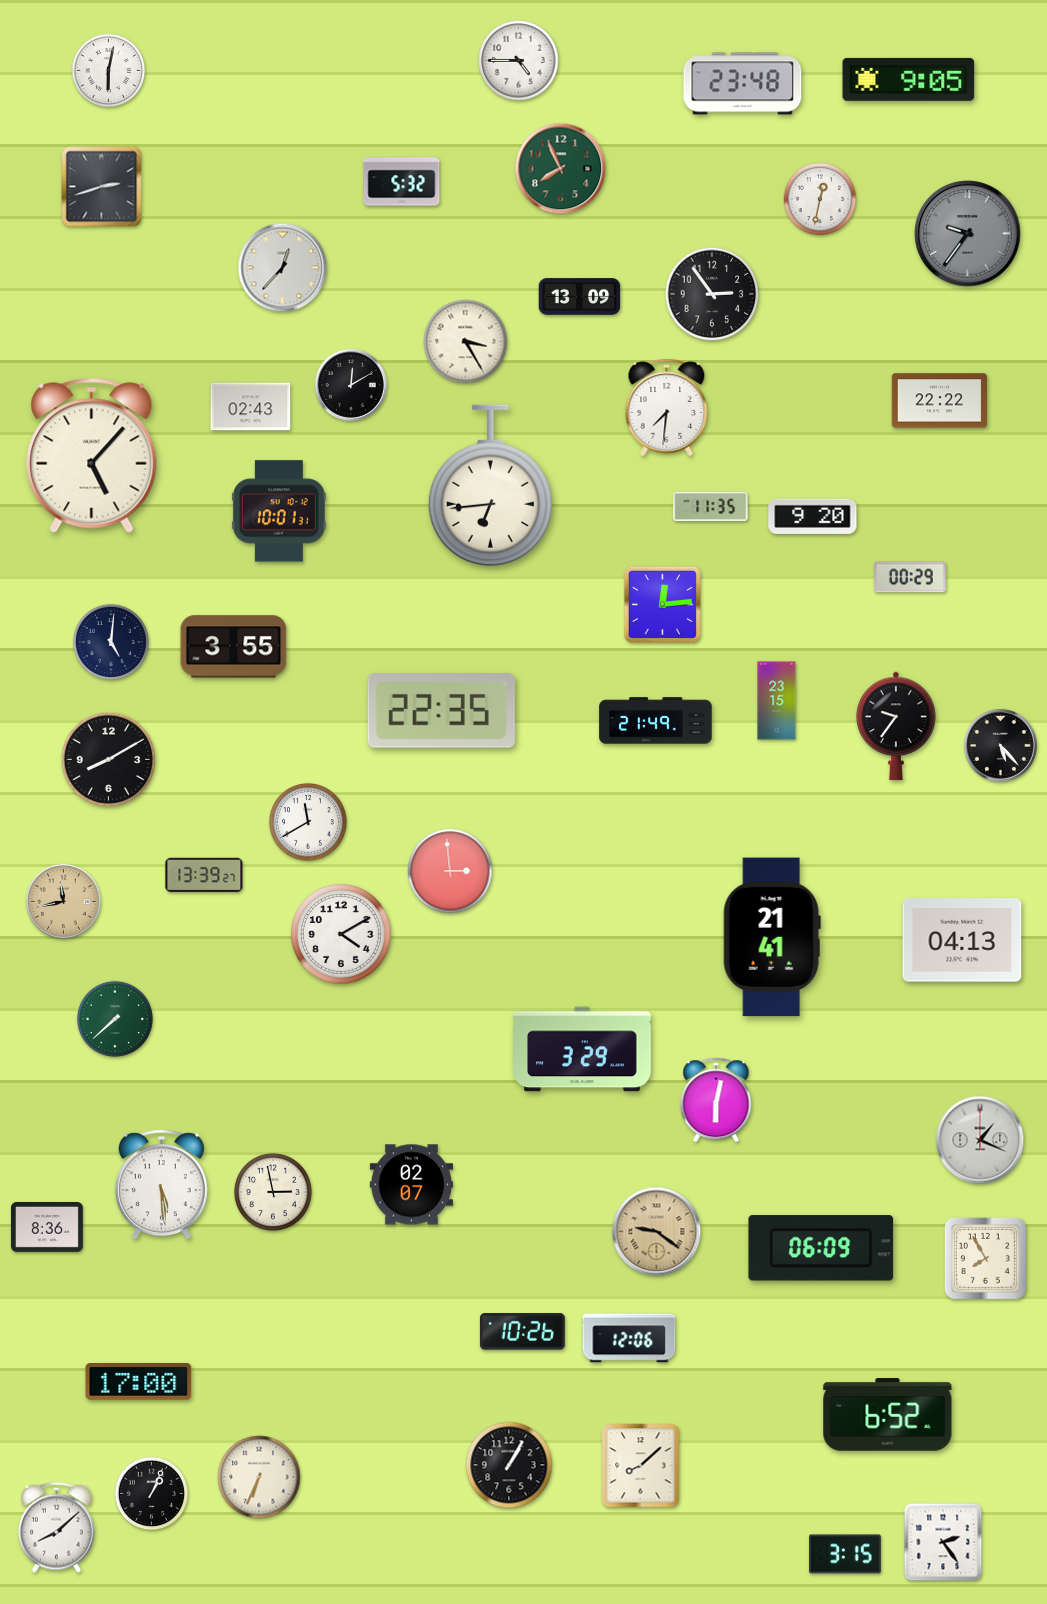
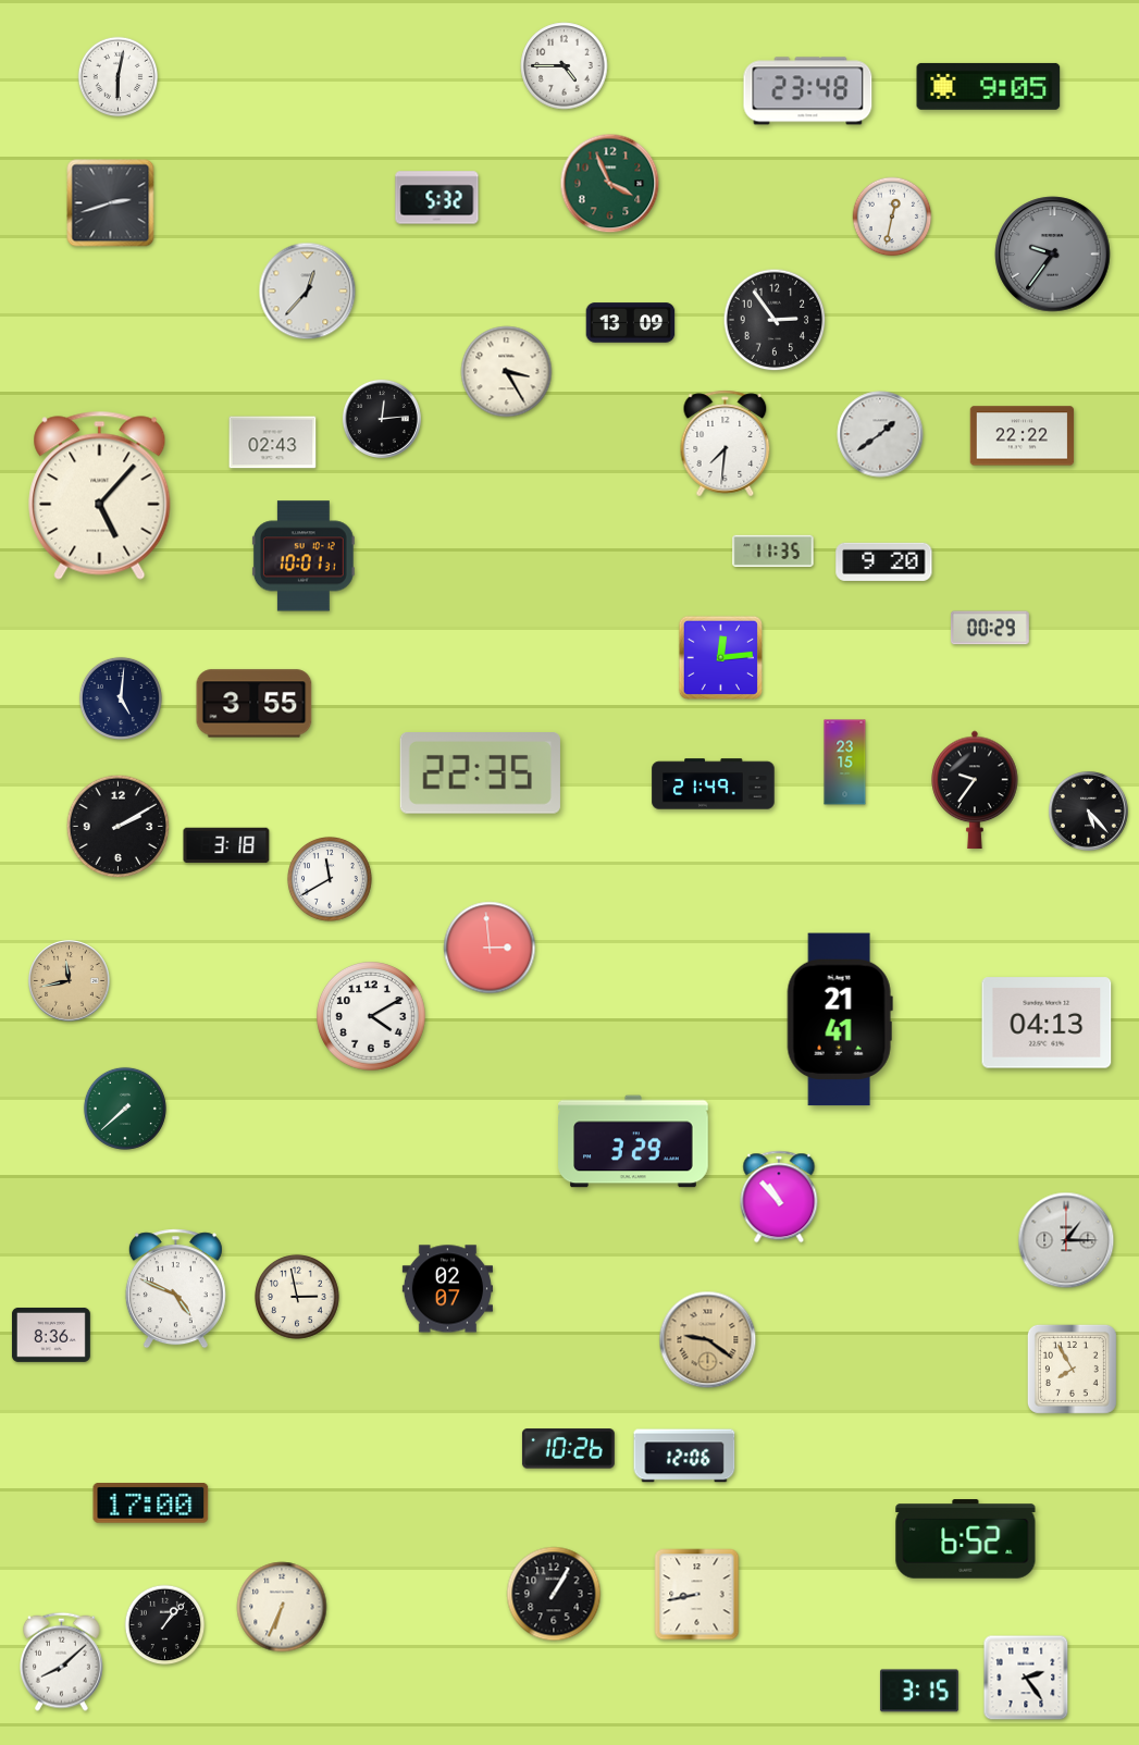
clock at (561, 169): 7:56 -> 3:56
clock at (351, 385): 12:10 -> 12:14
clock at (880, 434): none -> 1:39
clock at (490, 485): 6:44 -> none
clock at (109, 760): 8:10 -> 2:10
clock at (226, 845): none -> 3:18
clock at (308, 822) position: (308, 822) -> (330, 879)
clock at (204, 874): 13:39 -> none
clock at (716, 1100): 6:02 -> 10:53
clock at (980, 1140): 1:19 -> 1:15
clock at (161, 1185): 5:29 -> 4:49
clock at (657, 1232) position: (657, 1232) -> (708, 1340)
clock at (821, 1248): 06:09 -> none
clock at (641, 1466): 8:08 -> 8:43
clock at (152, 1494): 1:04 -> 1:07
